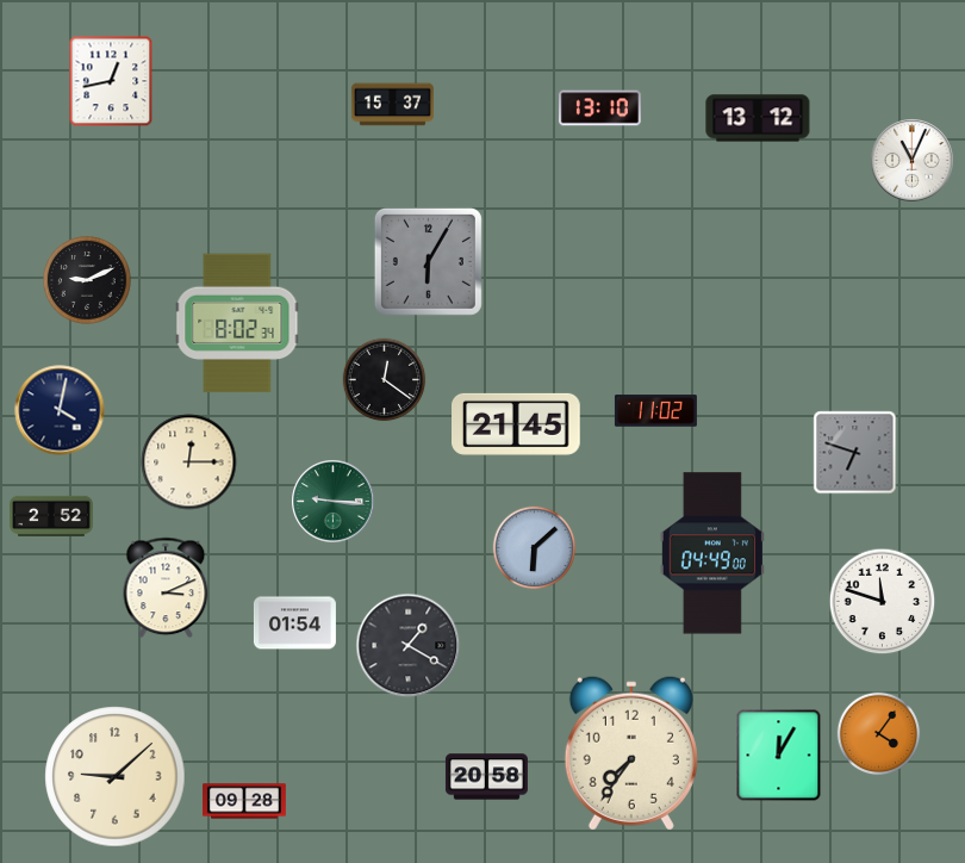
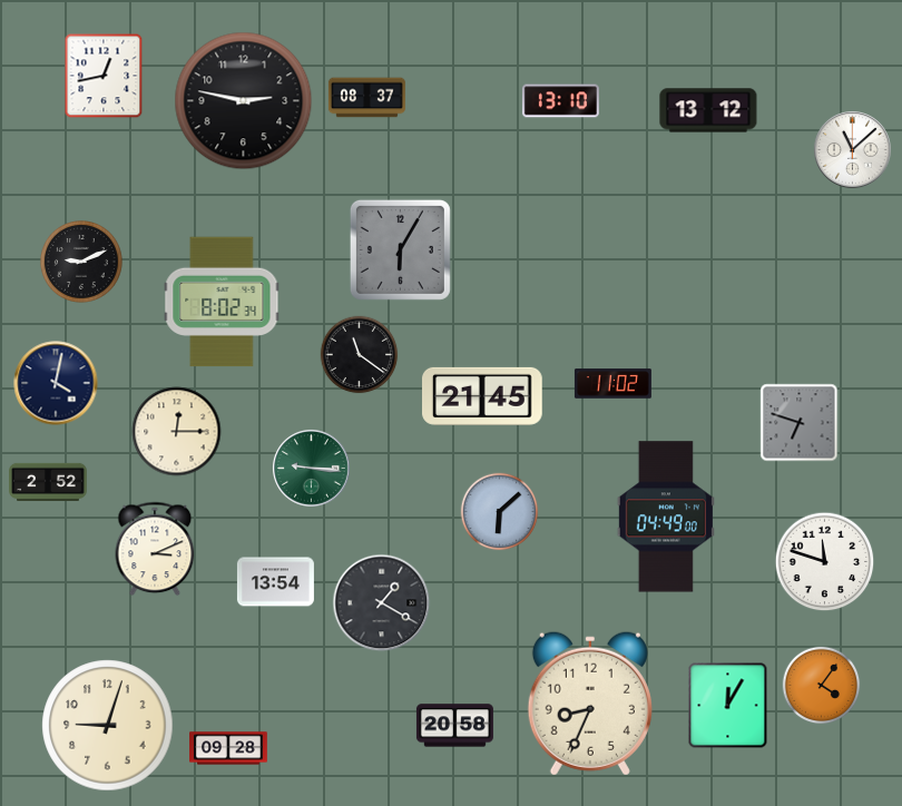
clock at (392, 105): 15:37 -> 08:37
clock at (244, 101): none -> 2:47
clock at (913, 161): 11:04 -> 11:08
clock at (428, 261) position: (428, 261) -> (400, 249)
clock at (385, 380): 12:21 -> 11:21
clock at (294, 623): 01:54 -> 13:54
clock at (631, 753): 7:36 -> 8:34
clock at (116, 777): 9:08 -> 9:03
